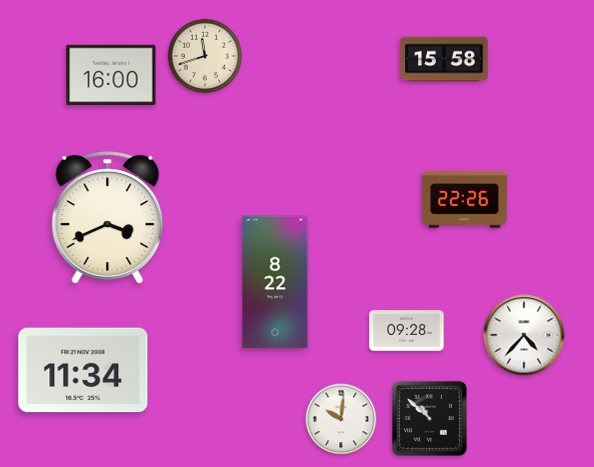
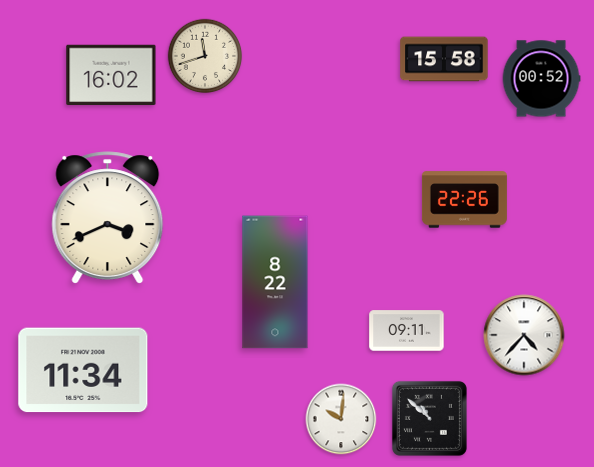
clock at (111, 75): 16:00 -> 16:02
clock at (541, 79): none -> 00:52
clock at (407, 331): 09:28 -> 09:11
